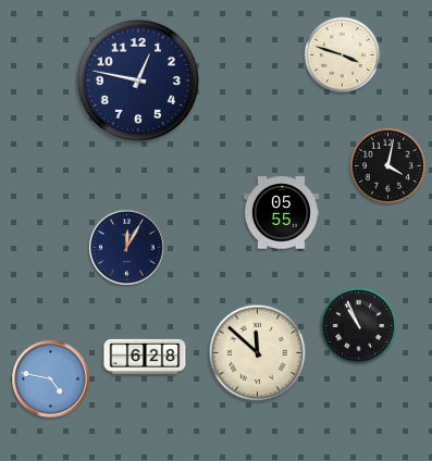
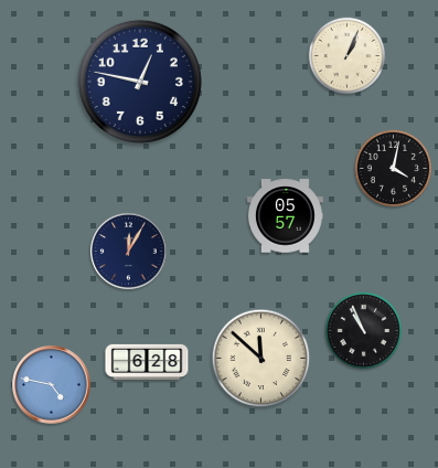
clock at (343, 55): 3:48 -> 1:04
clock at (281, 213): 05:55 -> 05:57
